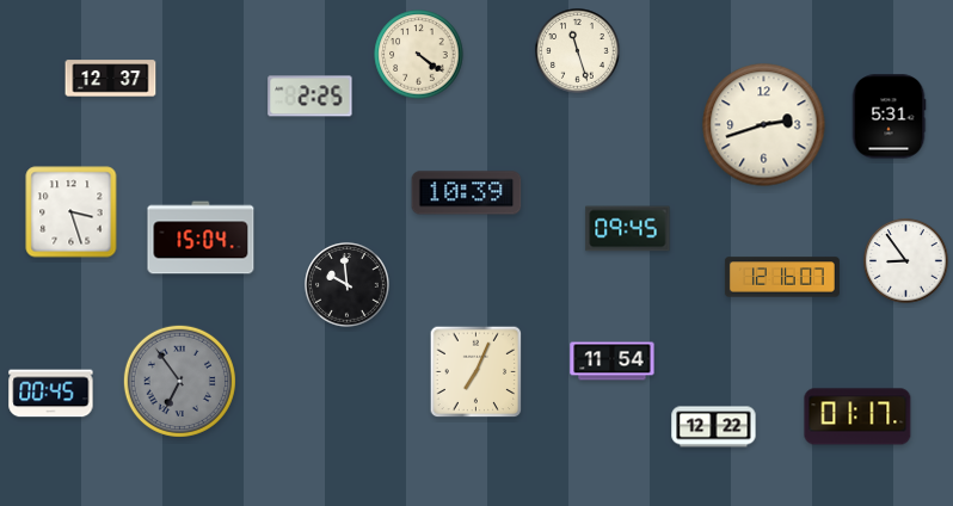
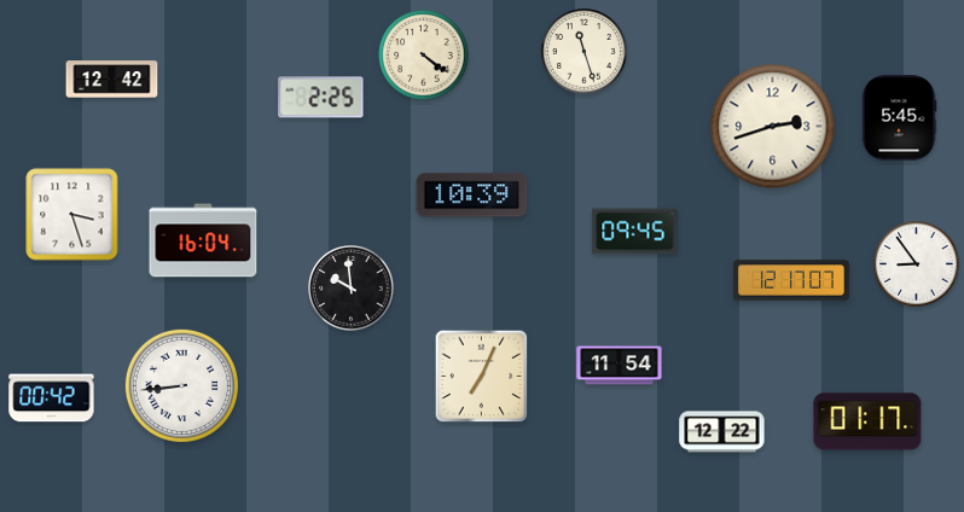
clock at (111, 79): 12:37 -> 12:42
clock at (311, 97) position: (311, 97) -> (321, 98)
clock at (889, 117): 5:31 -> 5:45
clock at (201, 237): 15:04 -> 16:04
clock at (782, 277): 12:16 -> 12:17
clock at (179, 381): 6:54 -> 8:44
clock at (179, 381) dial: grey -> white
clock at (51, 394): 00:45 -> 00:42
